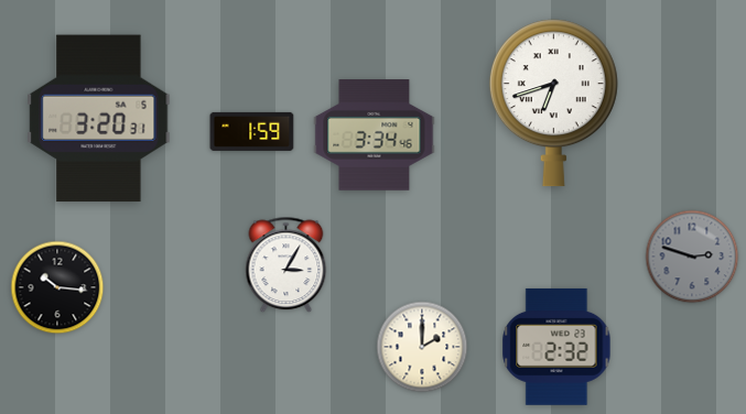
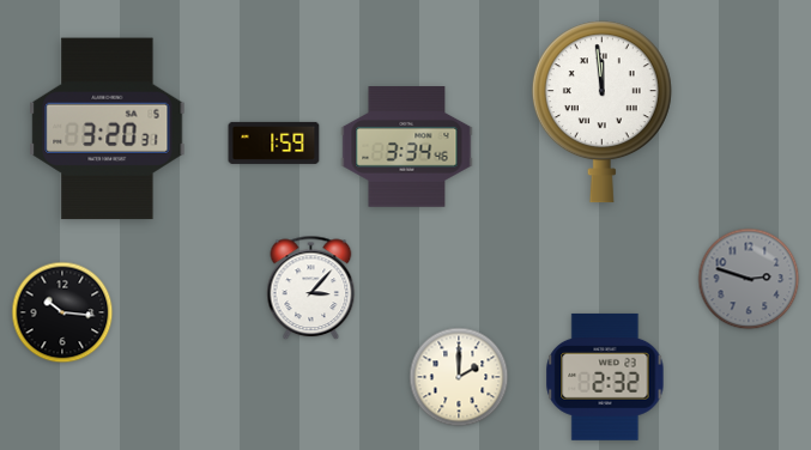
clock at (553, 103): 6:42 -> 11:59
clock at (692, 257) position: (692, 257) -> (749, 279)
clock at (286, 265): 3:05 -> 3:07
